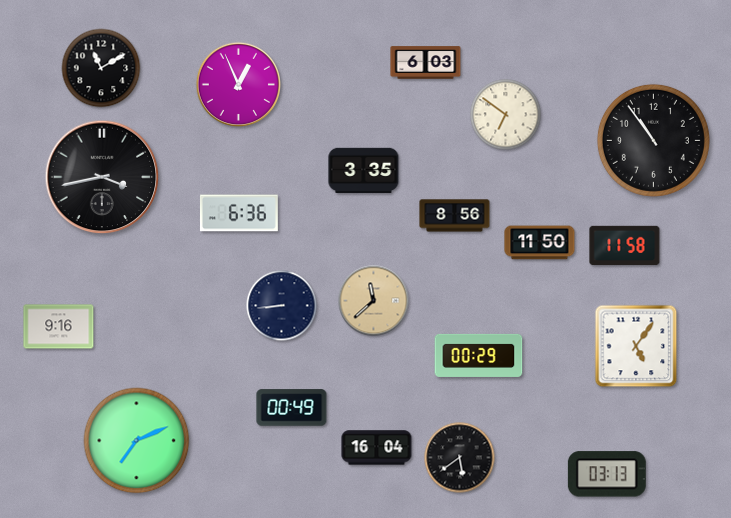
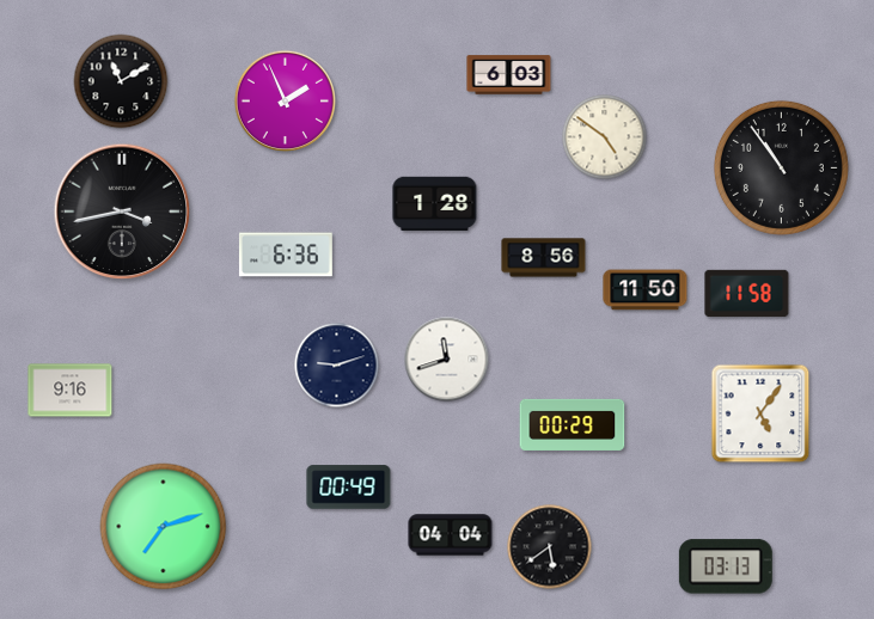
clock at (238, 84): 12:56 -> 1:56
clock at (506, 115): 6:51 -> 4:51
clock at (364, 170): 3:35 -> 1:28
clock at (374, 301): 11:38 -> 11:42
clock at (374, 301) dial: champagne -> white
clock at (282, 306): 8:44 -> 9:12
clock at (137, 441): 7:11 -> 7:12
clock at (377, 448): 16:04 -> 04:04
